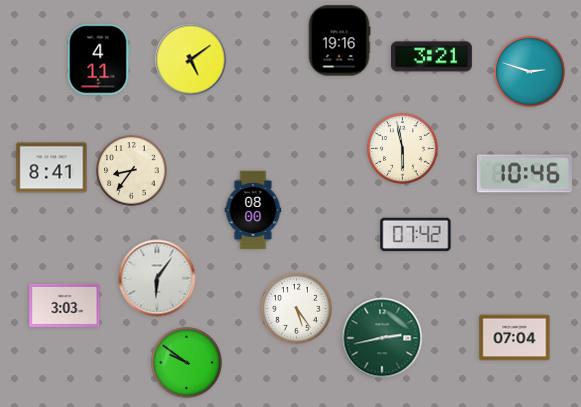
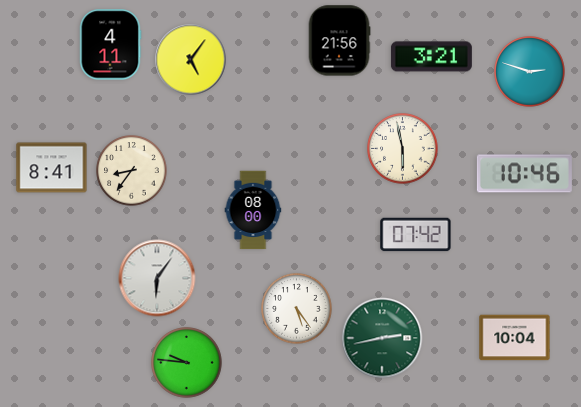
clock at (339, 41): 19:16 -> 21:56
clock at (98, 60) position: (98, 60) -> (110, 45)
clock at (191, 60): 5:09 -> 5:06
clock at (65, 305): 3:03 -> none
clock at (515, 338): 07:04 -> 10:04
clock at (187, 363): 9:51 -> 9:46
